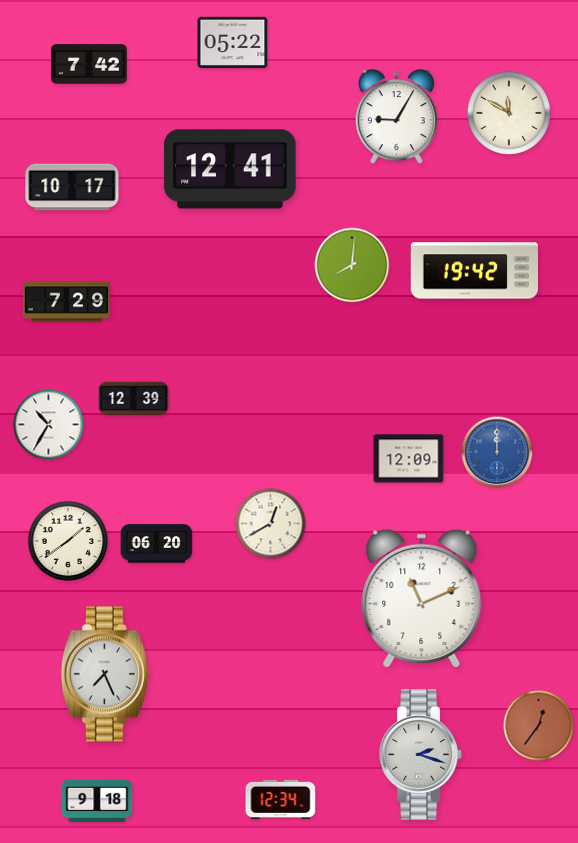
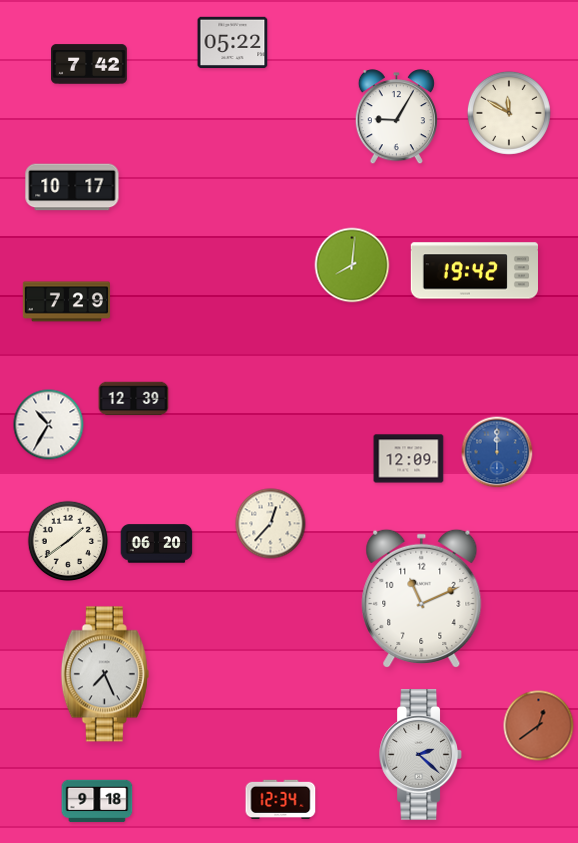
clock at (230, 169): 12:41 -> none
clock at (271, 524): 12:40 -> 12:37
clock at (539, 726): 12:36 -> 12:39
clock at (420, 755): 2:18 -> 2:22
